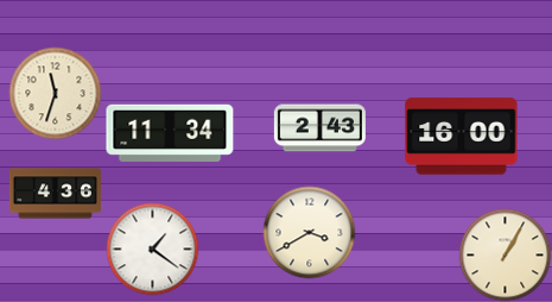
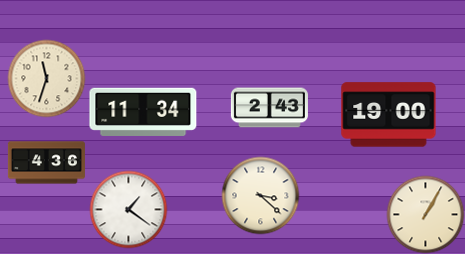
clock at (462, 137): 16:00 -> 19:00
clock at (309, 232): 3:40 -> 3:22
